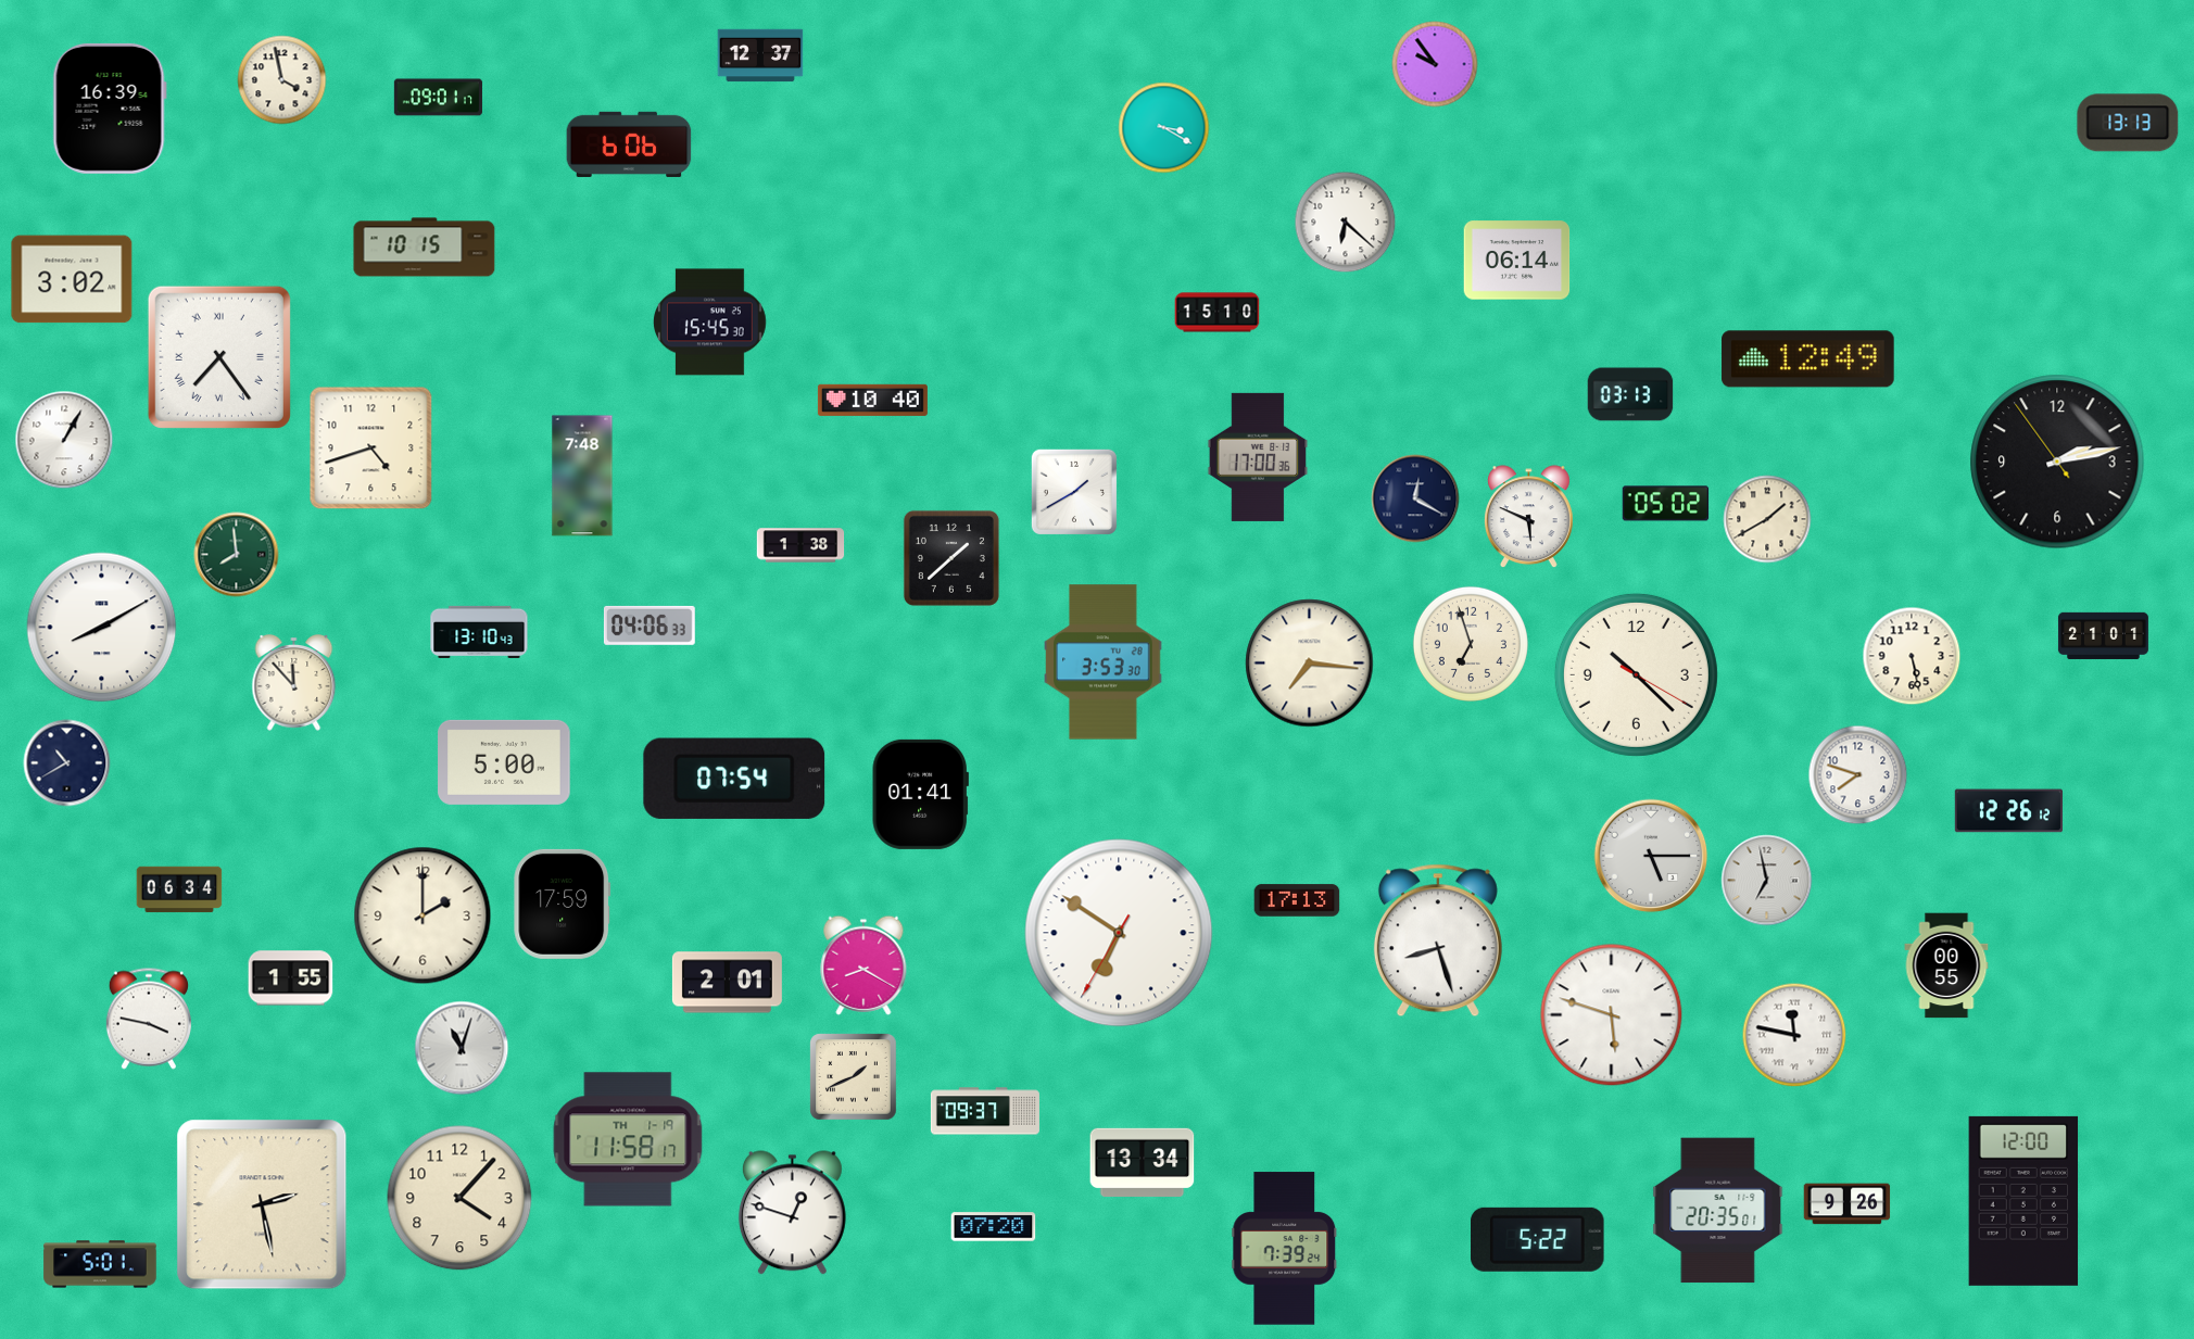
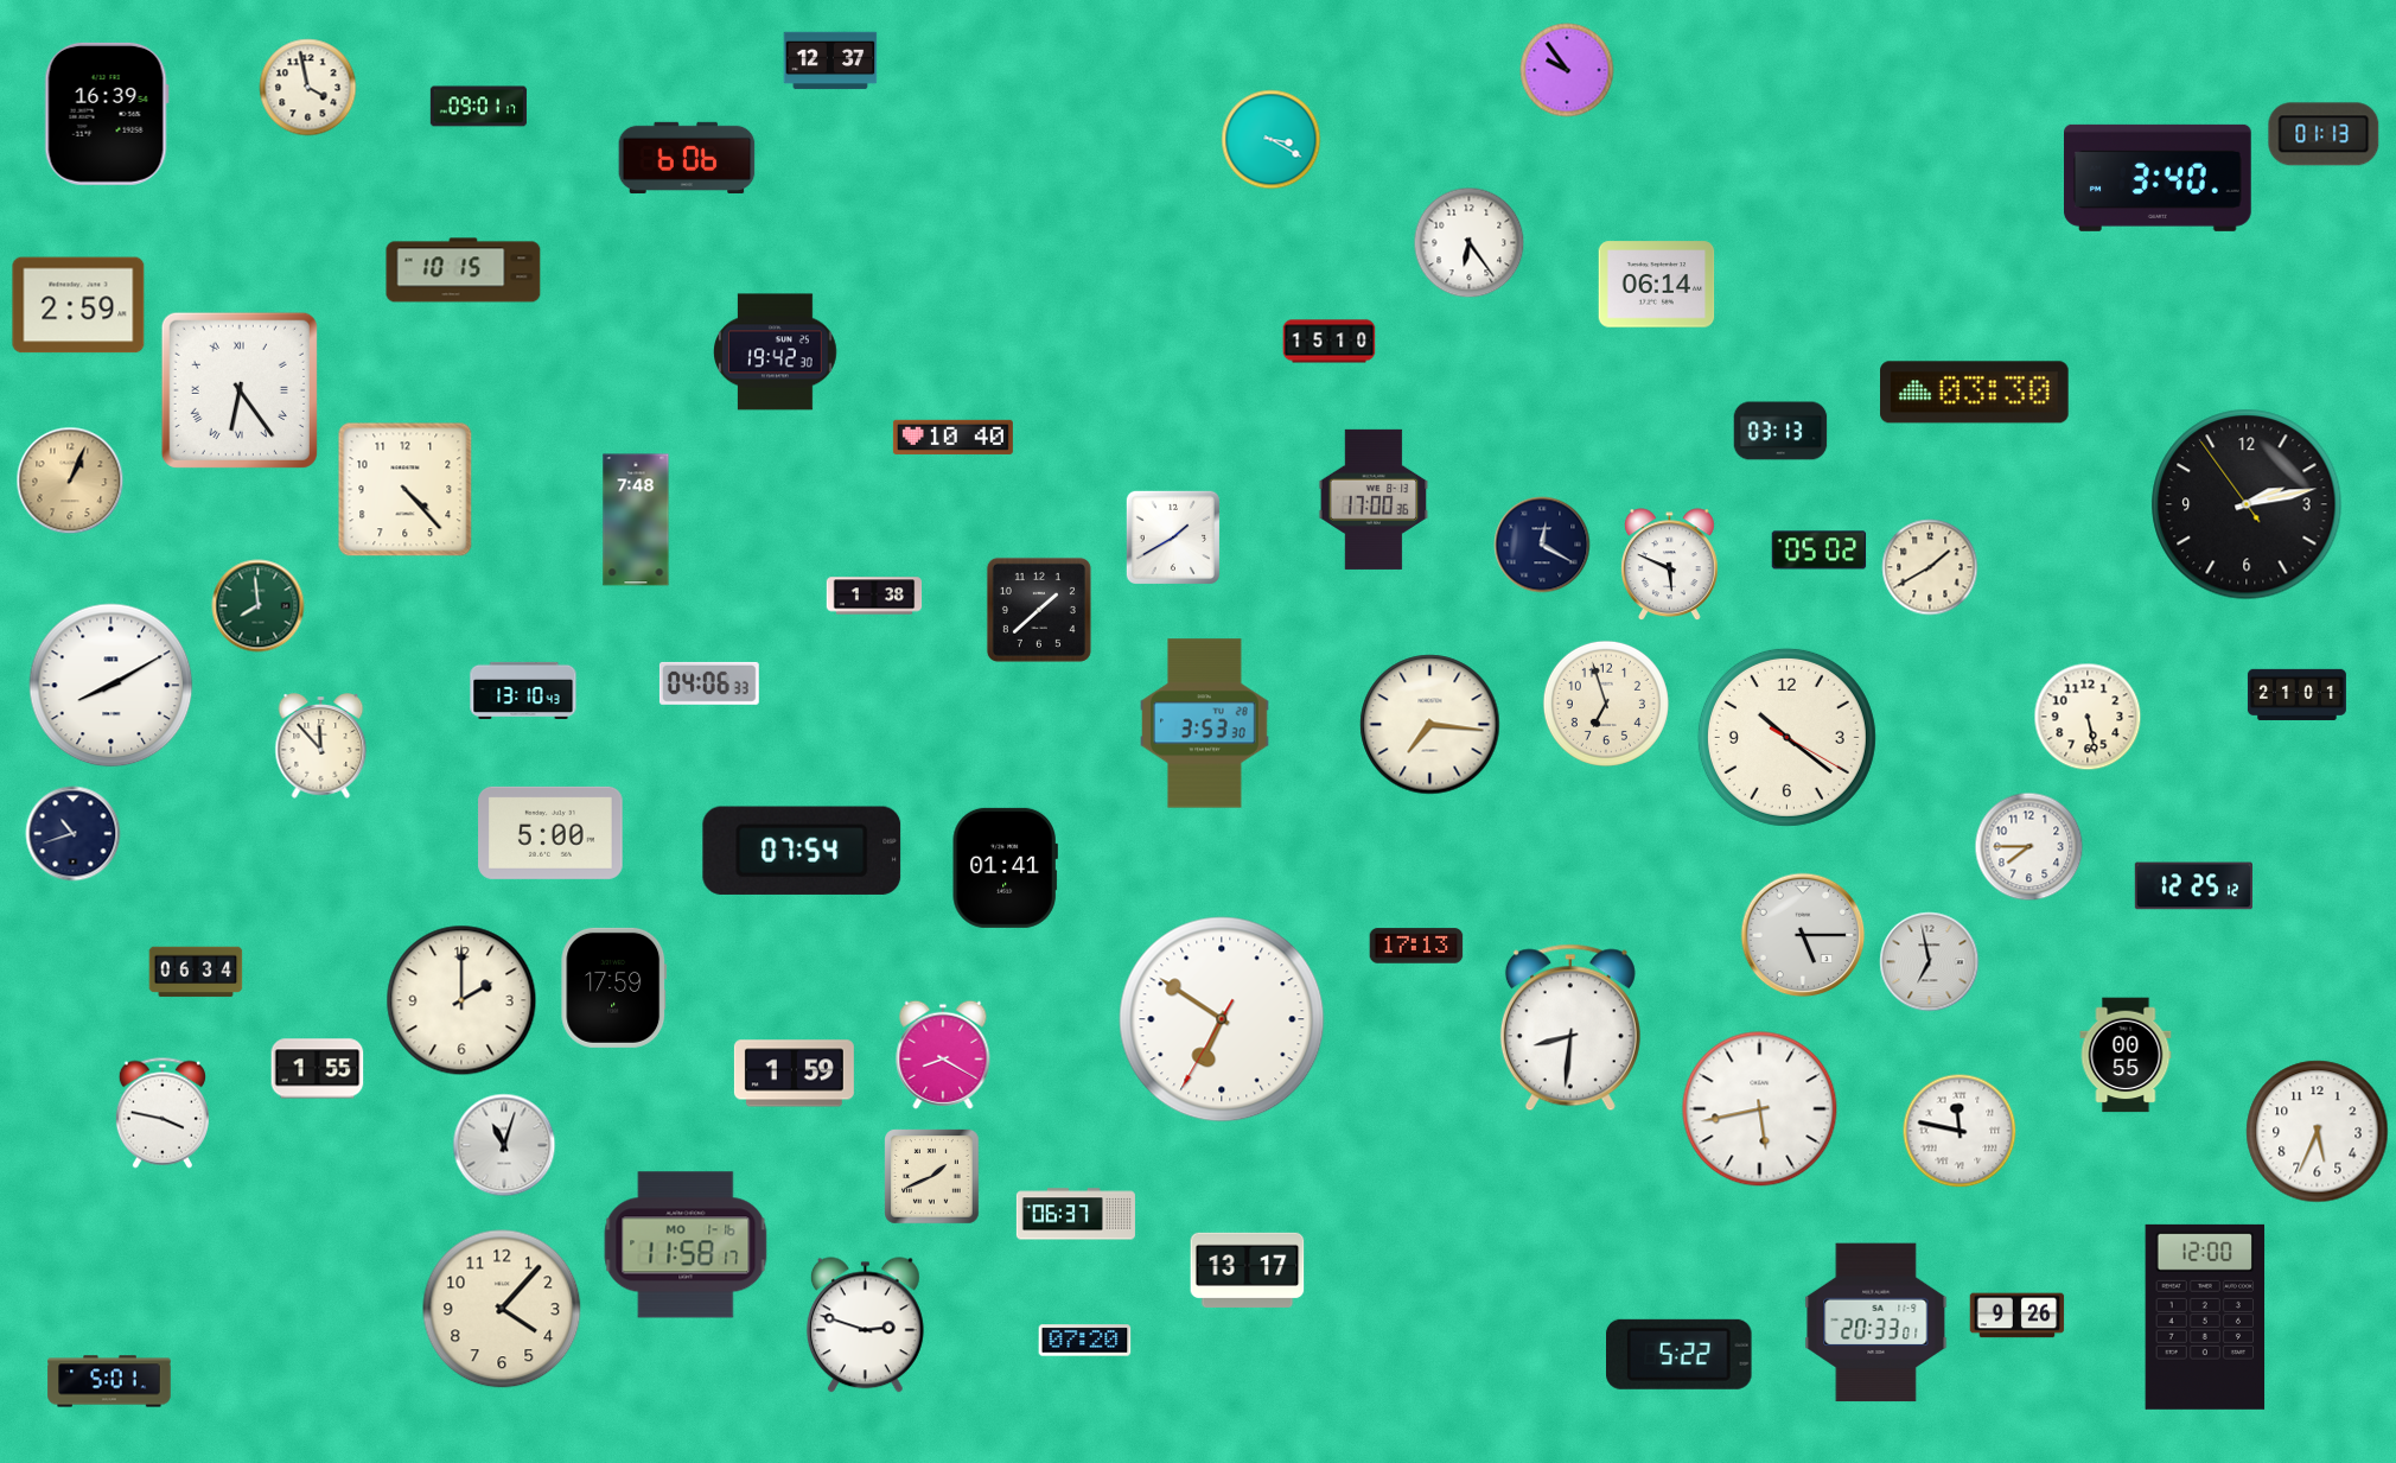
clock at (110, 109) position: (110, 109) -> (107, 114)
clock at (2128, 123): 13:13 -> 01:13
clock at (2159, 178): none -> 3:40
clock at (1346, 223): 6:22 -> 6:24
clock at (72, 279): 3:02 -> 2:59
clock at (710, 323): 15:45 -> 19:42
clock at (219, 357): 7:24 -> 6:24
clock at (1808, 359): 12:49 -> 03:30
clock at (64, 440): 1:05 -> 1:04
clock at (64, 440) dial: white -> champagne
clock at (371, 449): 4:42 -> 4:23
clock at (1415, 498) position: (1415, 498) -> (1542, 545)
clock at (1636, 674): 10:22 -> 10:21
clock at (67, 763): 10:40 -> 10:42
clock at (1858, 775): 7:48 -> 7:45
clock at (2008, 811): 12:26 -> 12:25
clock at (1297, 900) position: (1297, 900) -> (1416, 946)
clock at (1438, 940): 8:27 -> 8:31
clock at (727, 983): 2:01 -> 1:59
clock at (1612, 1015): 5:48 -> 5:43
clock at (2318, 1132): none -> 5:34
clock at (985, 1111): 09:37 -> 06:37
clock at (628, 1139) date: TH 1-19 -> MO 1-16
clock at (1143, 1162): 13:34 -> 13:17
clock at (2023, 1201) position: (2023, 1201) -> (2205, 1317)
clock at (262, 1204): 2:28 -> none
clock at (1718, 1211): 20:35 -> 20:33
clock at (792, 1213): 12:48 -> 2:48
clock at (1285, 1249): 7:39 -> none
